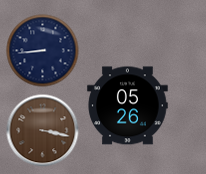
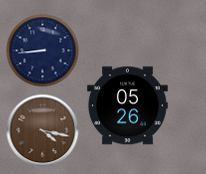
clock at (43, 131): 3:17 -> 4:17
